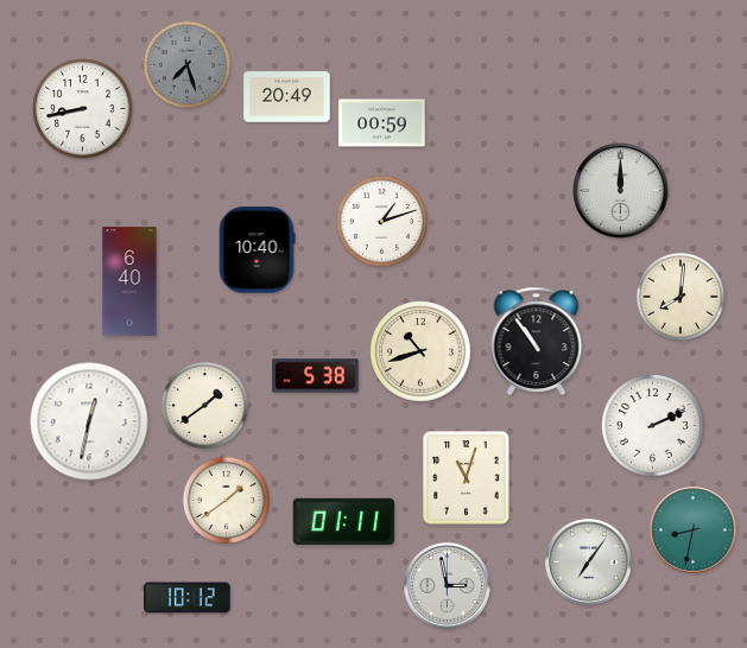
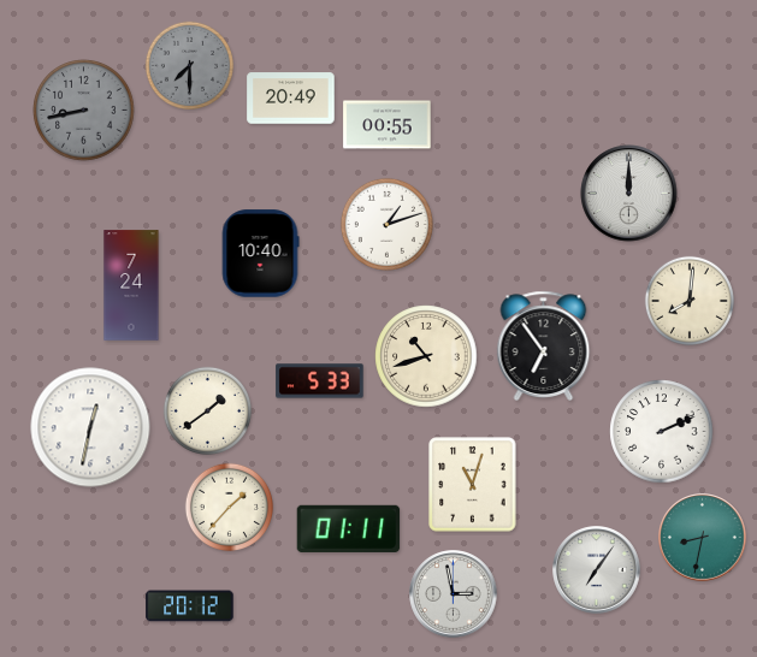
clock at (186, 64): 7:27 -> 7:30
clock at (83, 109) dial: white -> grey
clock at (382, 123): 00:59 -> 00:55
clock at (129, 281): 6:40 -> 7:24
clock at (537, 341): 10:54 -> 6:54
clock at (316, 376): 5:38 -> 5:33
clock at (226, 500): 1:39 -> 1:37
clock at (188, 598): 10:12 -> 20:12
